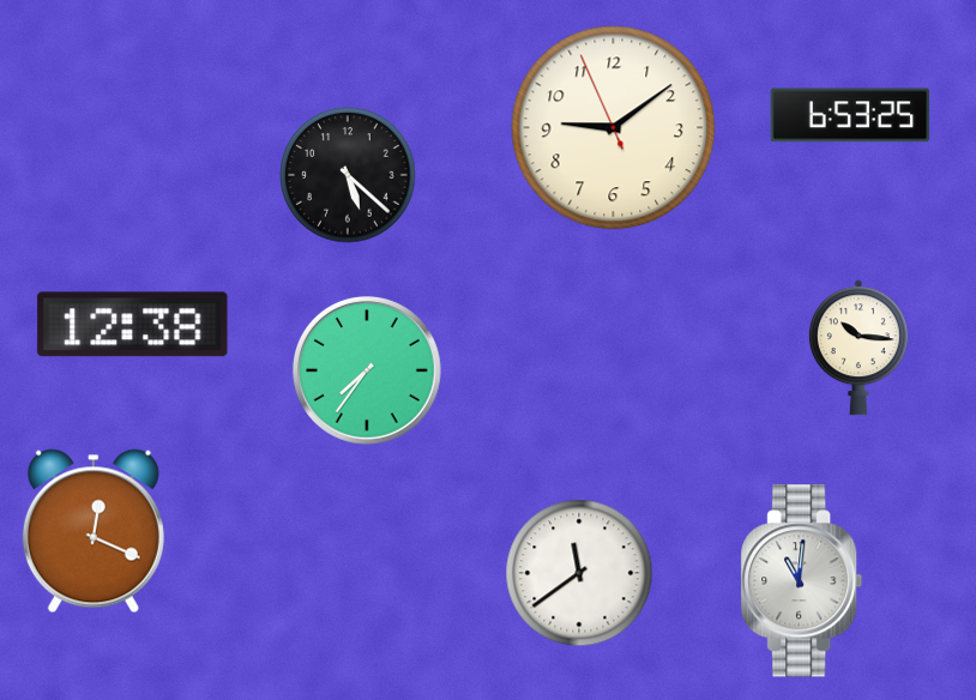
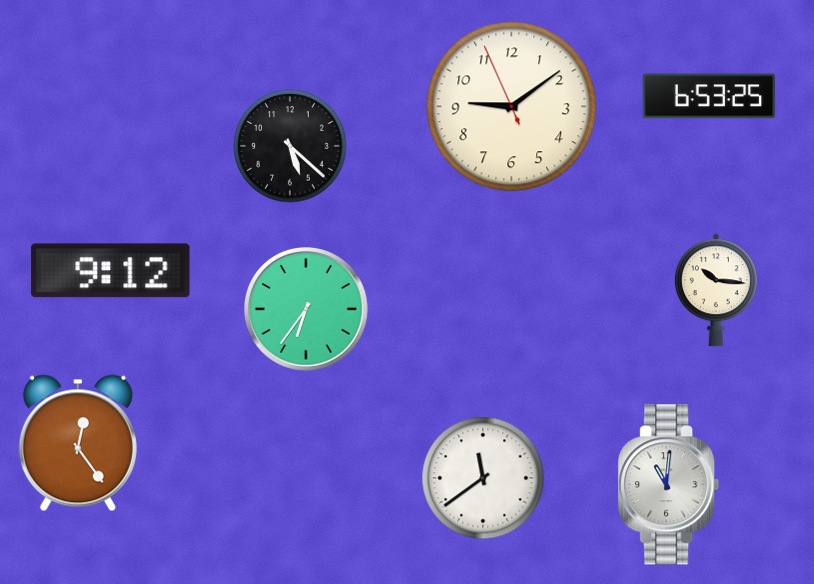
clock at (133, 325): 12:38 -> 9:12
clock at (367, 370): 7:36 -> 6:36
clock at (94, 531): 12:19 -> 12:24
